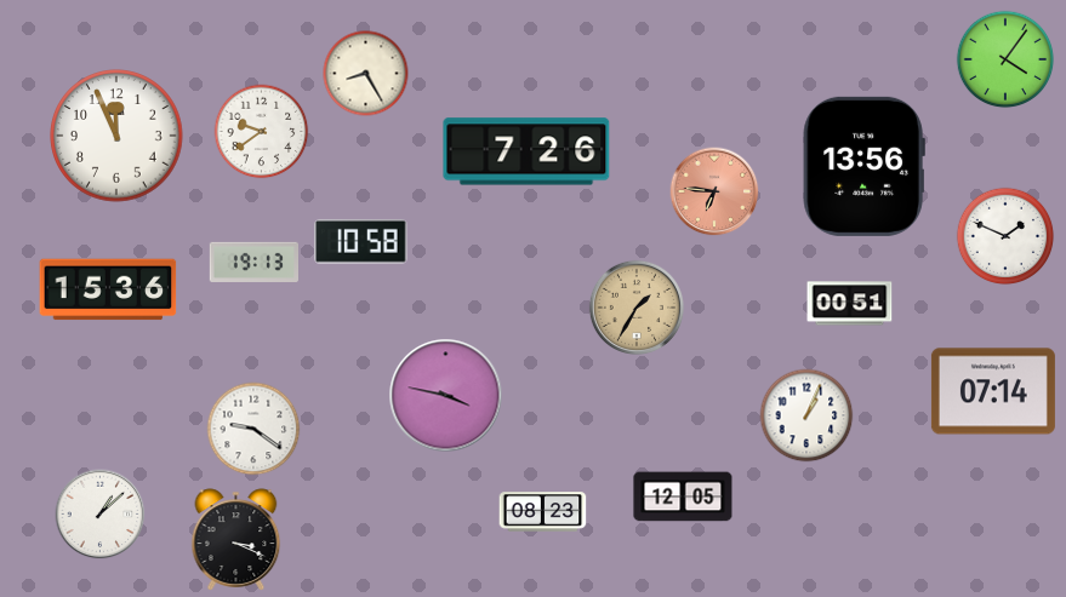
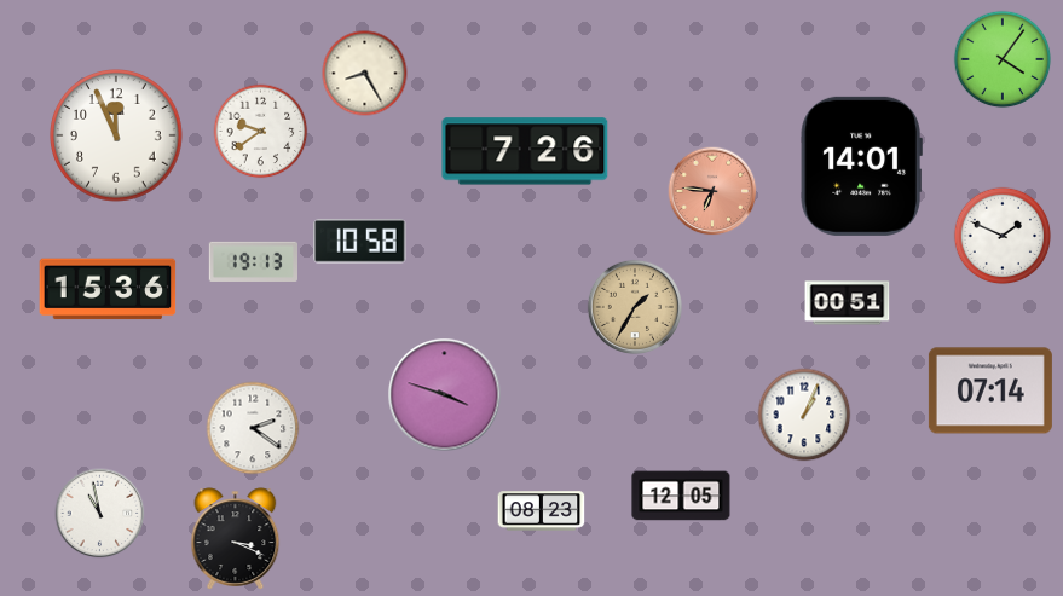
clock at (863, 166): 13:56 -> 14:01
clock at (446, 396): 3:47 -> 3:48
clock at (253, 429): 9:21 -> 2:21
clock at (101, 515): 1:08 -> 10:58
